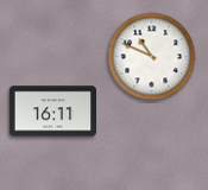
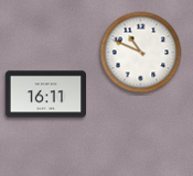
clock at (52, 112) position: (52, 112) -> (45, 95)
